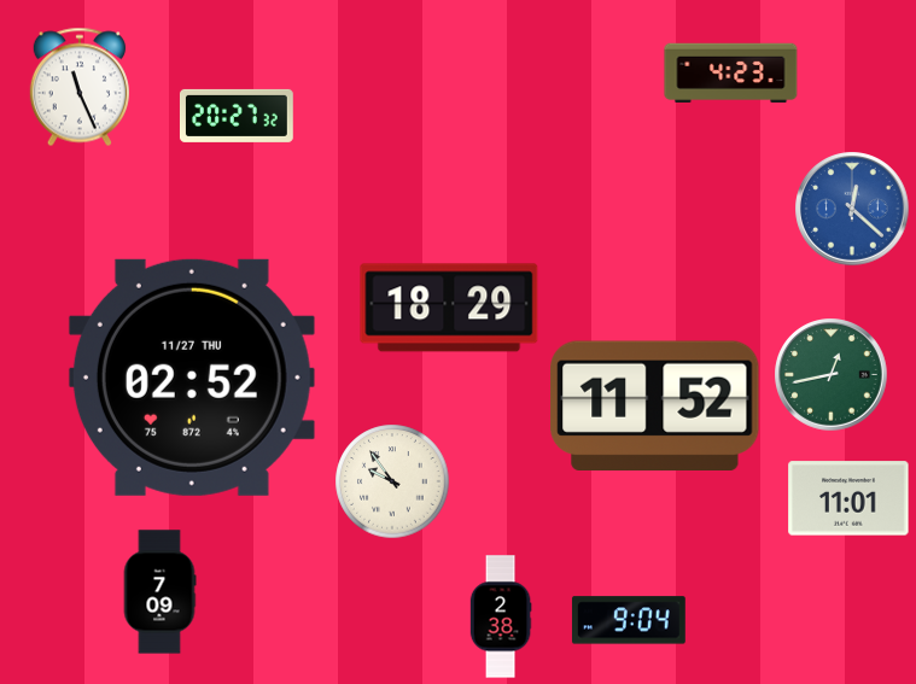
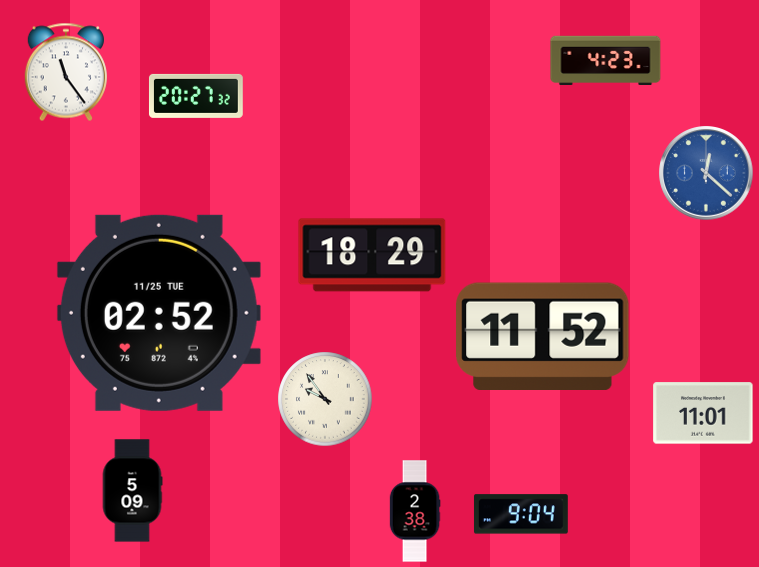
clock at (80, 87): 11:26 -> 11:24
clock at (832, 375): 12:43 -> none
clock at (192, 378) date: 11/27 THU -> 11/25 TUE
clock at (159, 592): 7:09 -> 5:09
